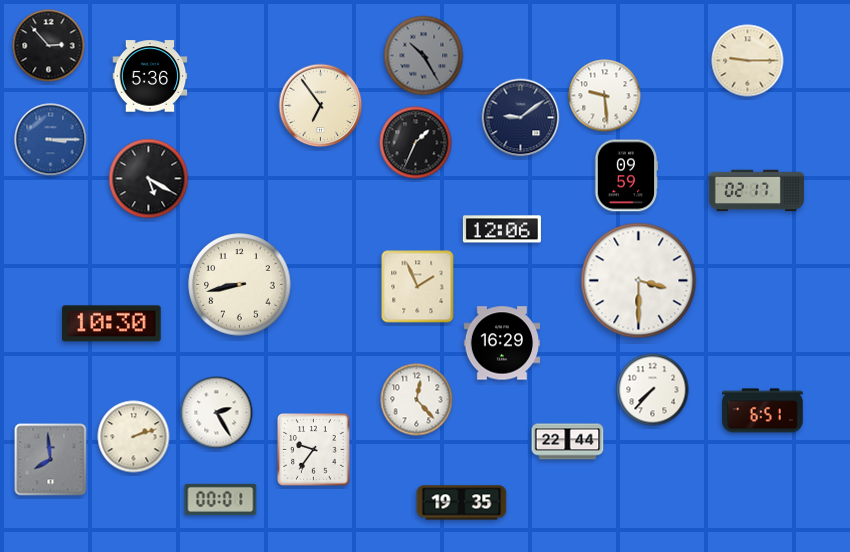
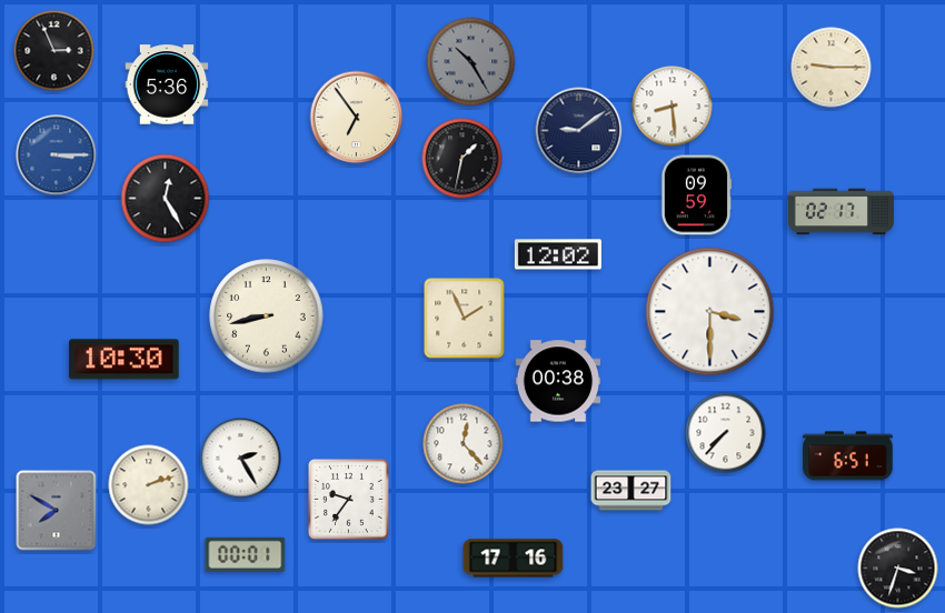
clock at (49, 46): 2:53 -> 2:56
clock at (605, 96): 9:29 -> 8:29
clock at (416, 143): 1:34 -> 1:32
clock at (149, 179): 5:20 -> 12:25
clock at (502, 229): 12:06 -> 12:02
clock at (502, 343): 16:29 -> 00:38
clock at (568, 442): 22:44 -> 23:27
clock at (51, 460): 7:59 -> 7:50
clock at (462, 503): 19:35 -> 17:16
clock at (898, 569): none -> 3:33
